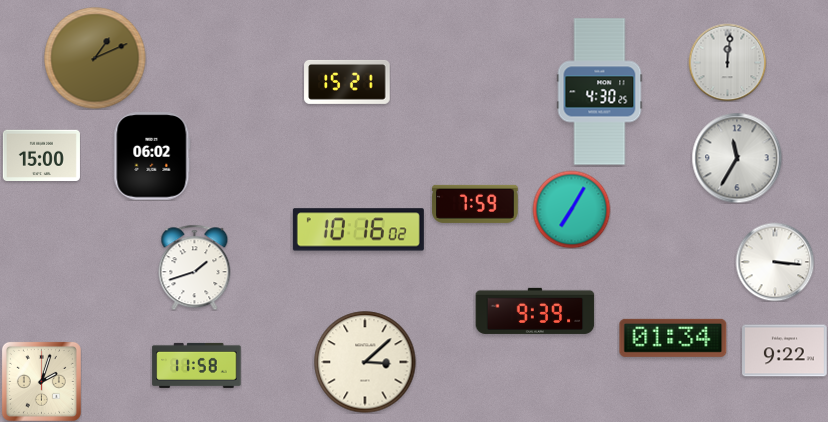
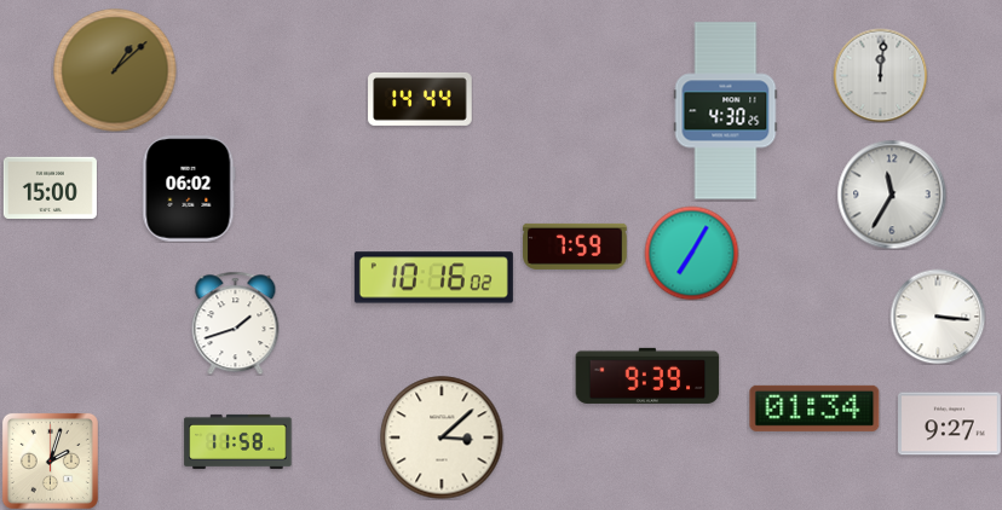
clock at (95, 58): 1:11 -> 1:08
clock at (347, 82): 15:21 -> 14:44
clock at (152, 156) position: (152, 156) -> (189, 189)
clock at (737, 158) position: (737, 158) -> (892, 195)
clock at (785, 351): 9:22 -> 9:27
